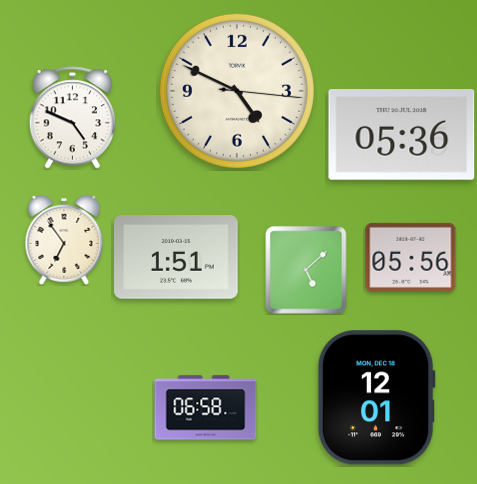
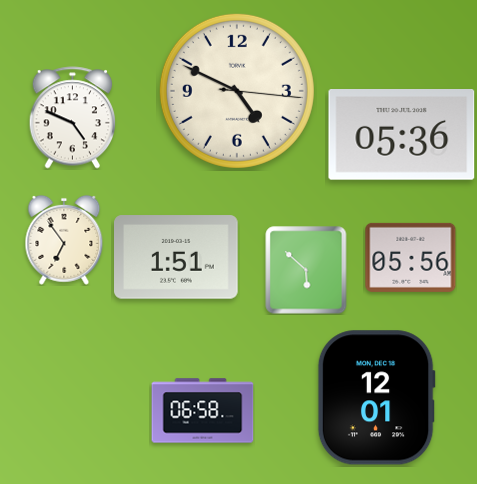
clock at (306, 270): 5:08 -> 5:52
clock at (206, 408) position: (206, 408) -> (203, 411)
